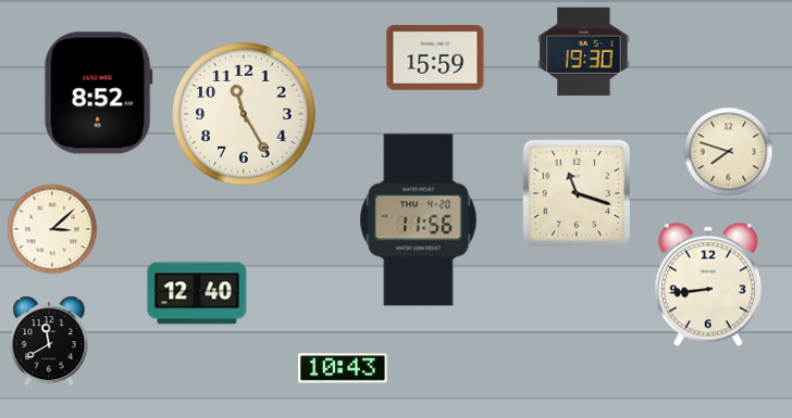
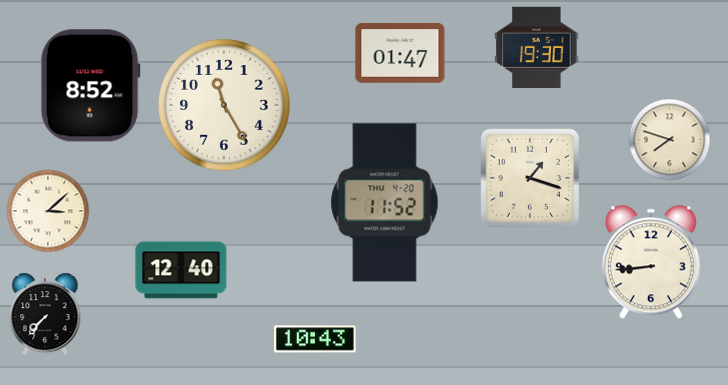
clock at (435, 58): 15:59 -> 01:47
clock at (577, 193): 11:18 -> 1:18
clock at (419, 220): 11:56 -> 11:52
clock at (49, 341): 11:40 -> 7:37
